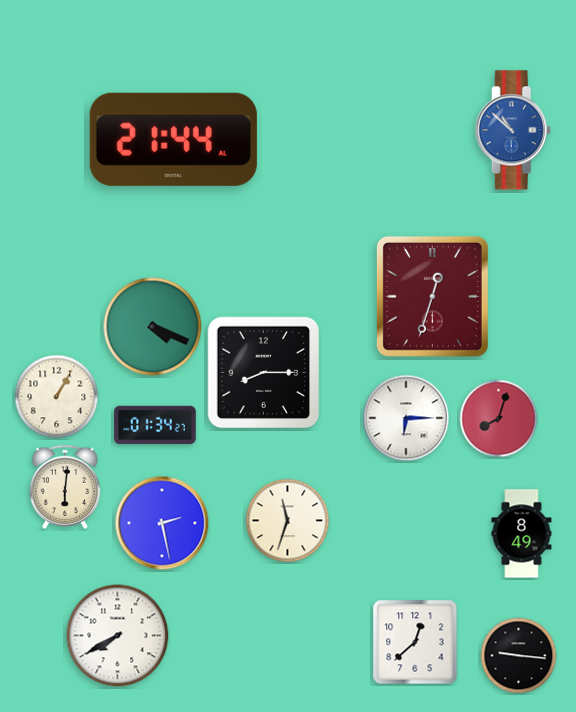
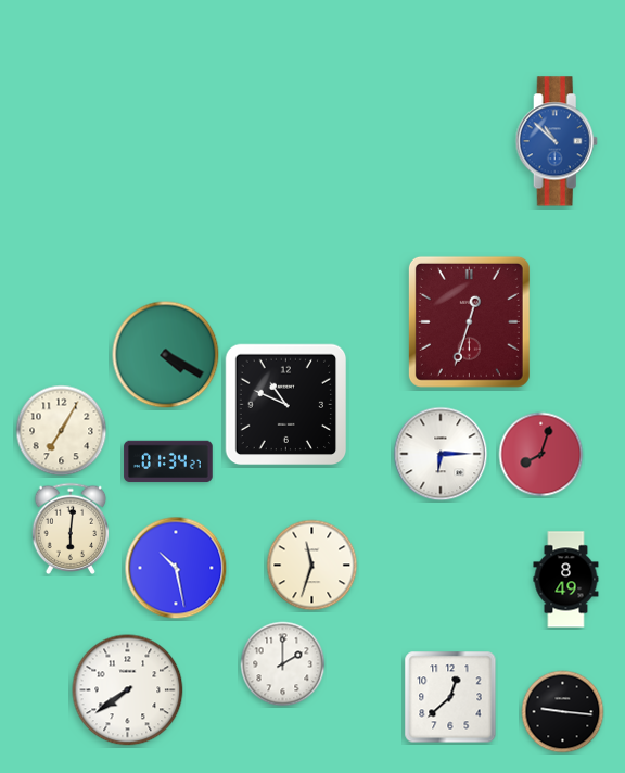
clock at (173, 139): 21:44 -> none
clock at (153, 327): 4:19 -> 4:20
clock at (264, 373): 8:15 -> 10:49
clock at (57, 397): 1:05 -> 7:05
clock at (162, 523): 2:28 -> 10:28
clock at (283, 664): none -> 2:00
clock at (118, 636): 7:40 -> 7:39
